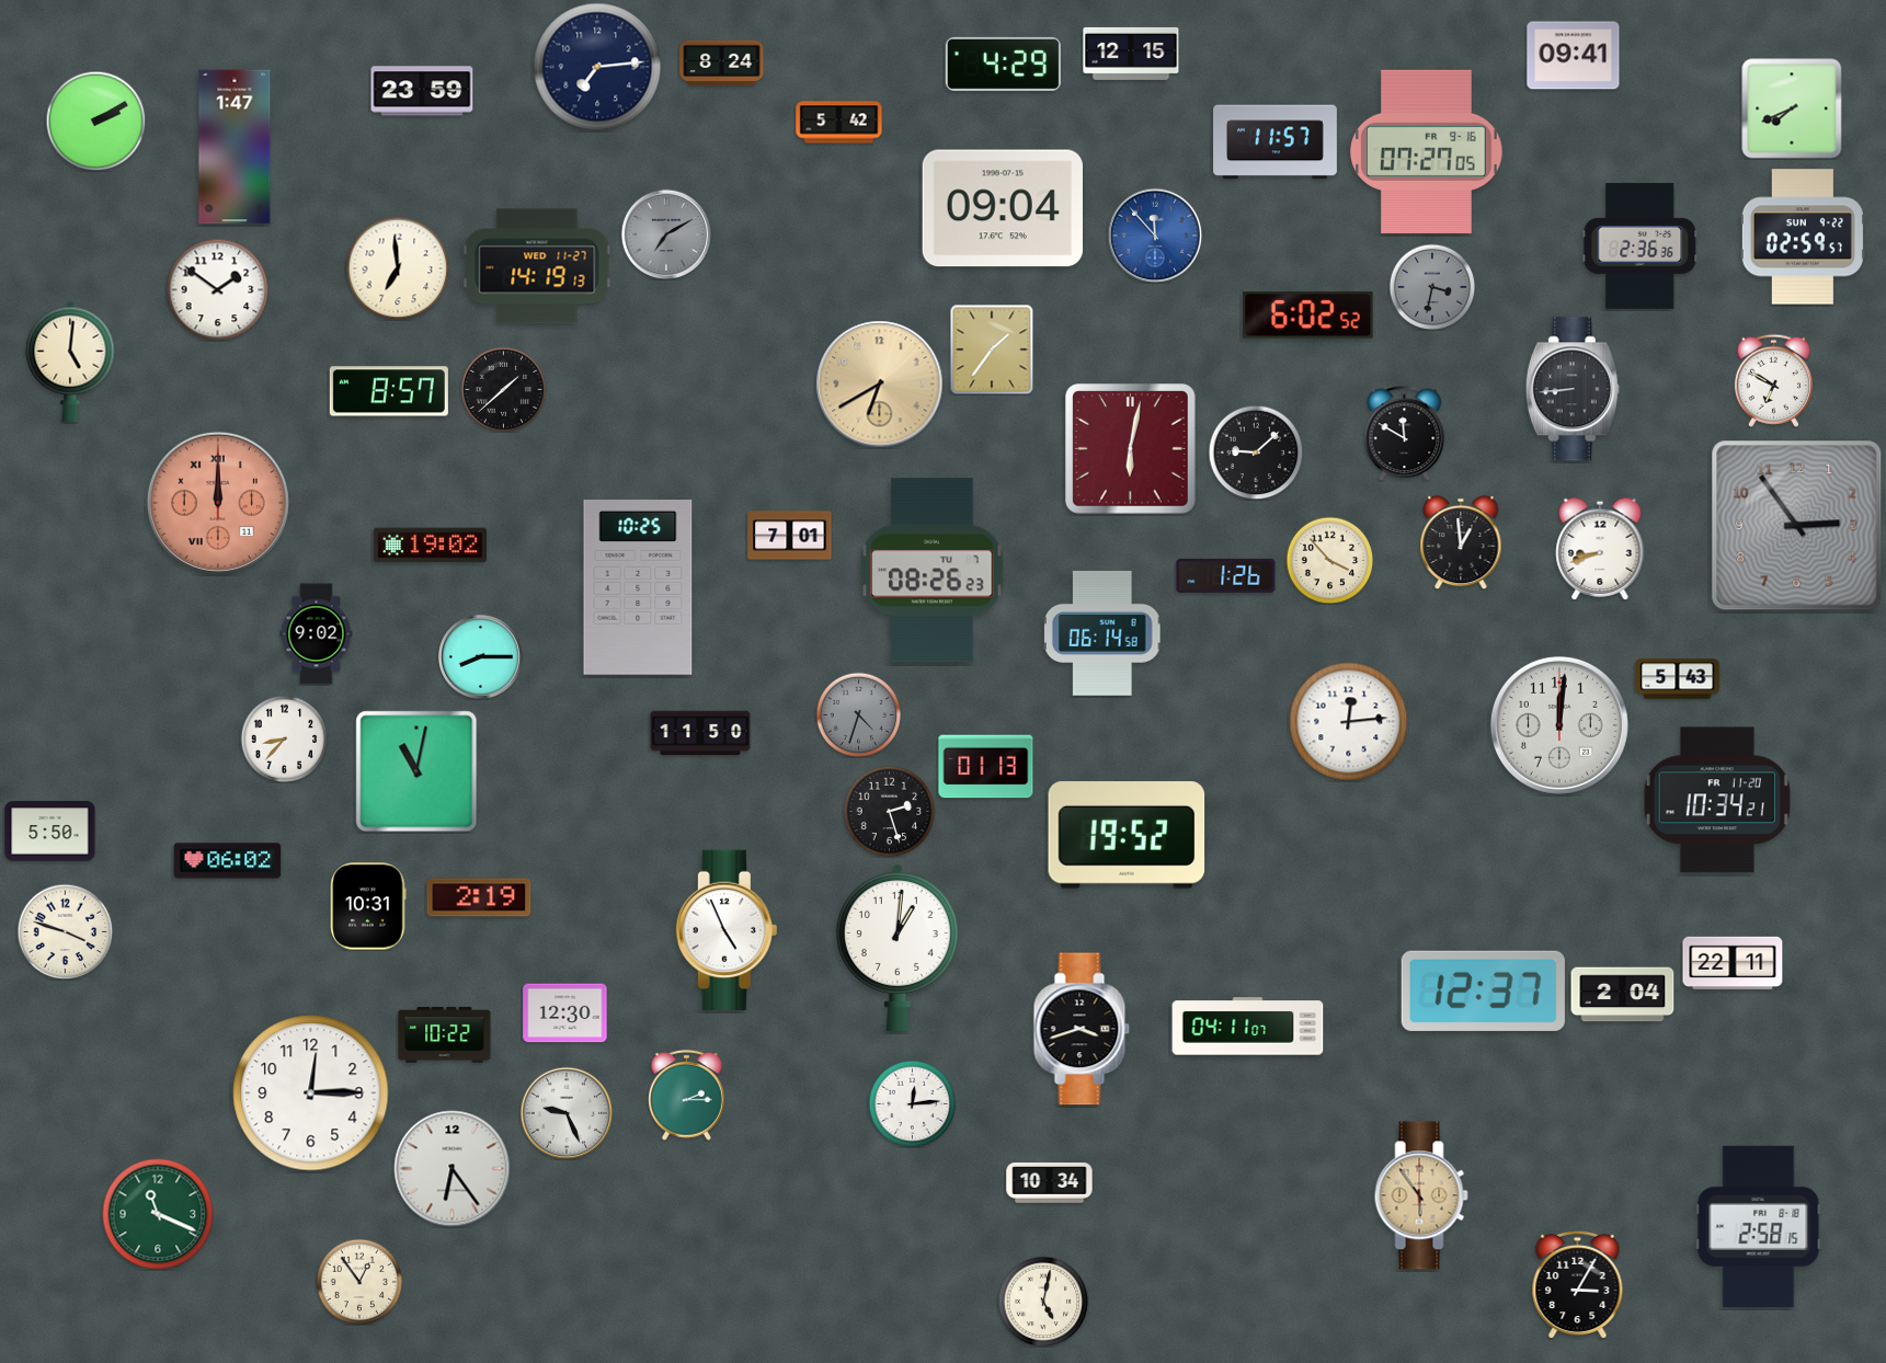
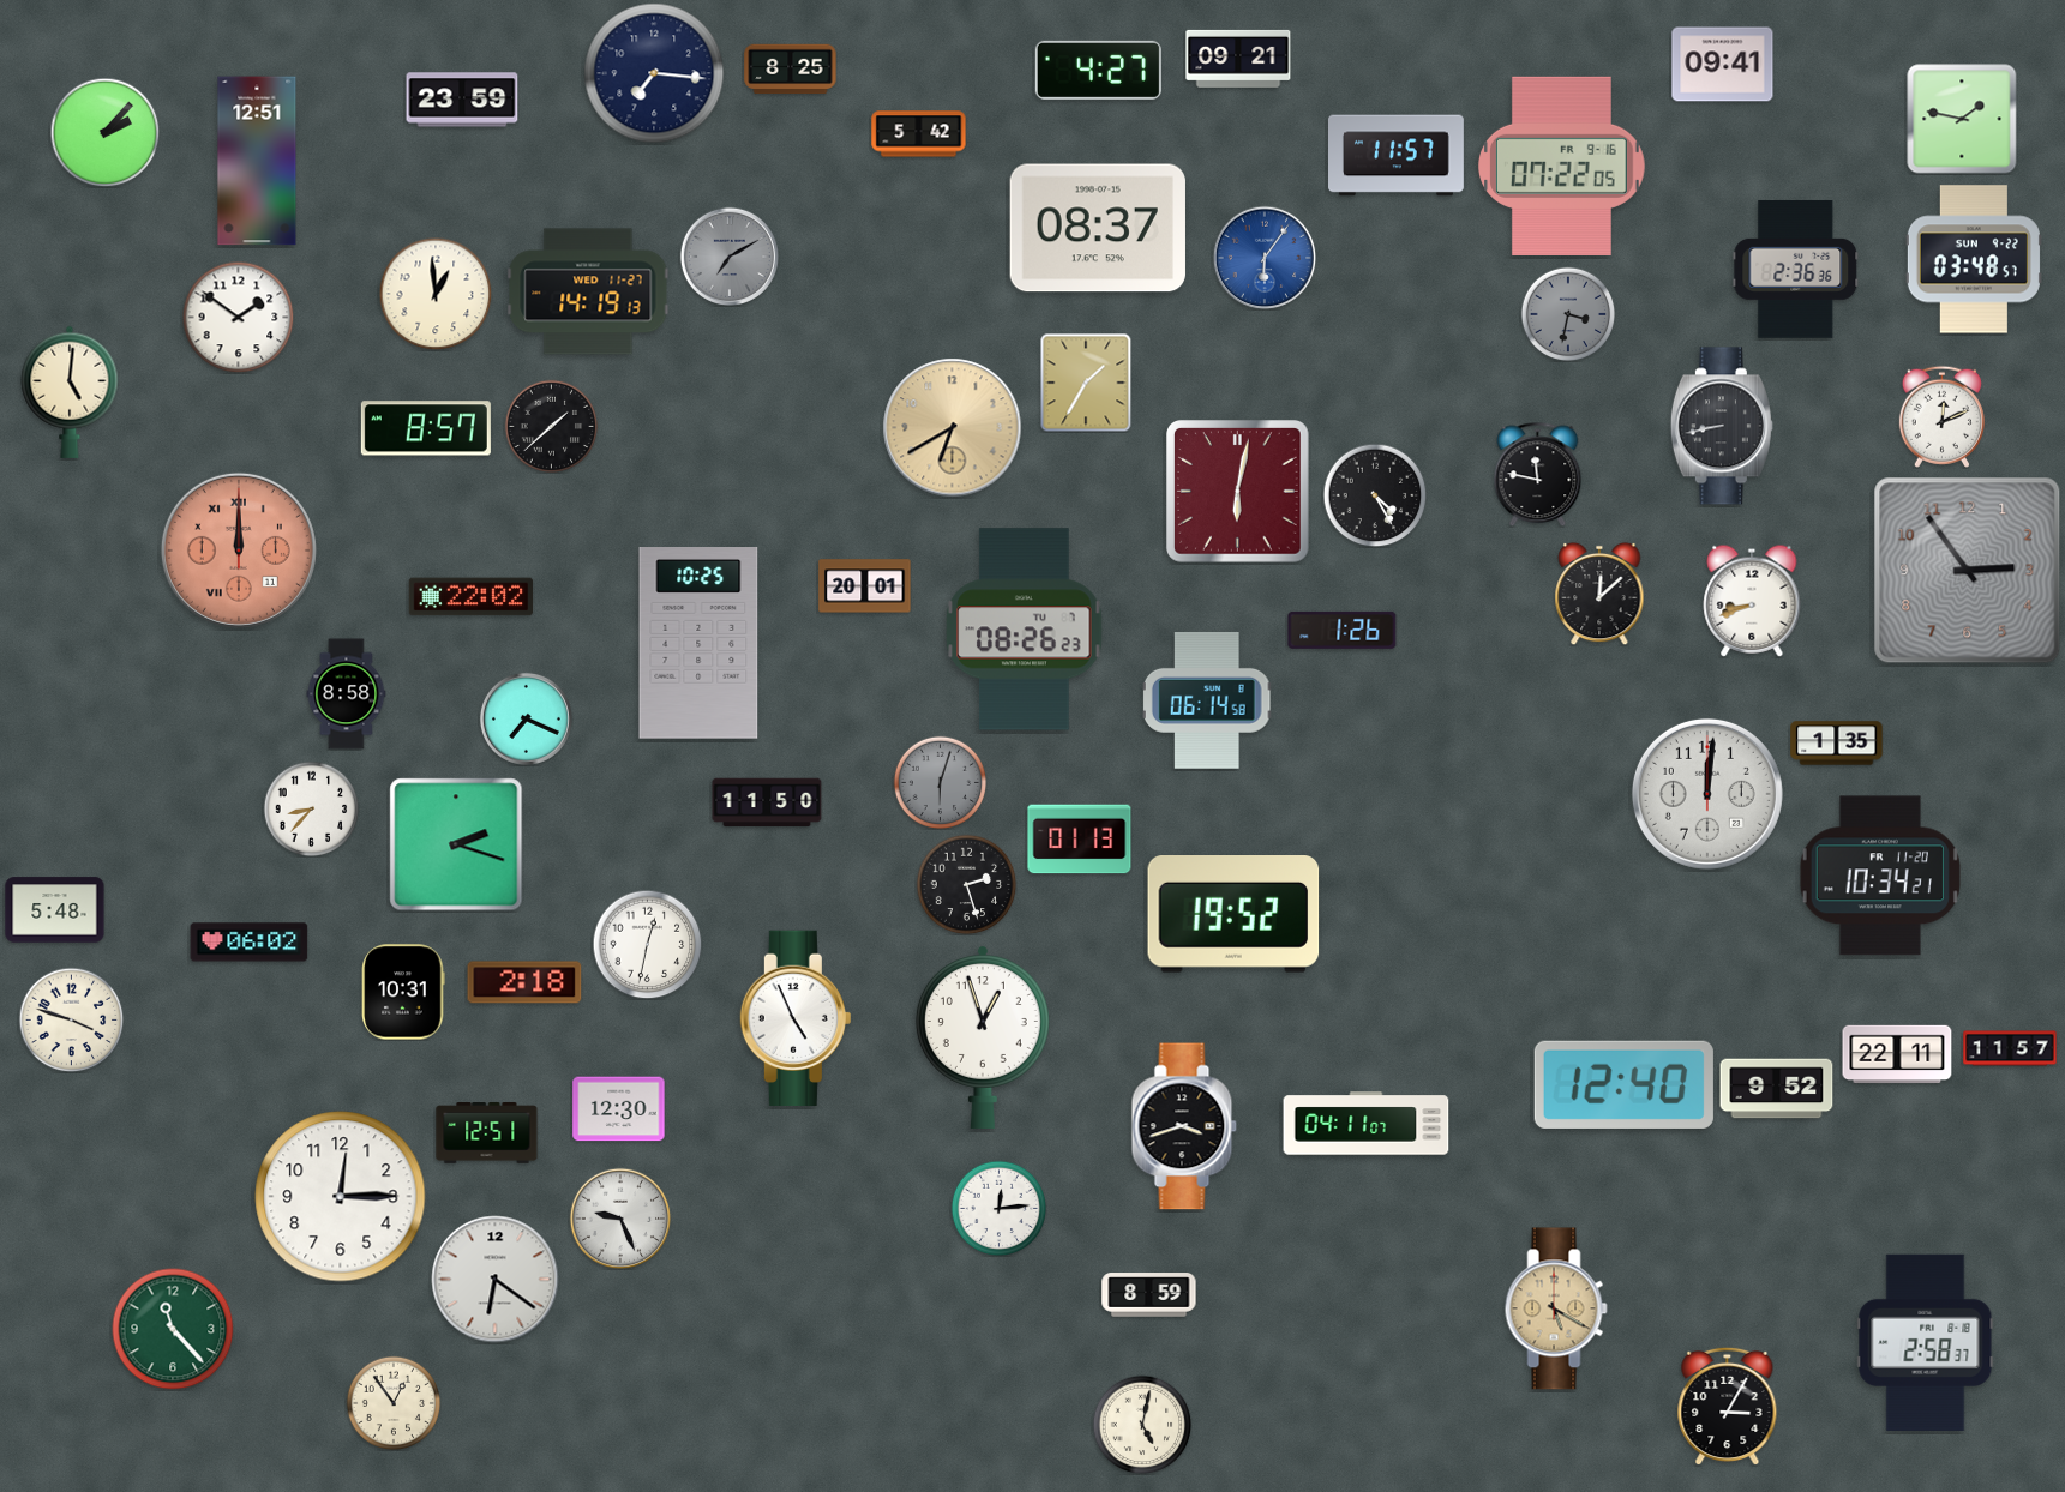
clock at (1131, 54): 12:15 -> 09:21
clock at (1574, 56) position: (1574, 56) -> (1723, 65)
clock at (722, 64): 8:24 -> 8:25
clock at (1003, 64): 4:29 -> 4:27
clock at (597, 67): 7:14 -> 7:16
clock at (1792, 108): 7:41 -> 1:47
clock at (95, 121): 2:10 -> 2:07
clock at (235, 147): 1:47 -> 12:51
clock at (1427, 151): 07:27 -> 07:22
clock at (1003, 208): 09:04 -> 08:37
clock at (1155, 236): 11:53 -> 6:06
clock at (1803, 237): 02:59 -> 03:48
clock at (398, 268): 6:59 -> 12:59
clock at (1308, 316): 6:02 -> none
clock at (992, 350): 1:36 -> 1:35
clock at (70, 362) position: (70, 362) -> (70, 392)
clock at (1773, 380): 6:50 -> 12:11
clock at (880, 385) position: (880, 385) -> (953, 428)
clock at (1573, 389): 8:44 -> 8:43
clock at (1405, 433): 11:50 -> 11:47
clock at (1256, 453): 9:08 -> 4:25
clock at (1797, 526) position: (1797, 526) -> (1968, 571)
clock at (790, 536): 7:01 -> 20:01
clock at (1461, 542): 12:59 -> 12:08
clock at (431, 546): 19:02 -> 22:02
clock at (1329, 560): 3:53 -> none
clock at (933, 571) position: (933, 571) -> (1025, 630)
clock at (1102, 633) position: (1102, 633) -> (1207, 700)
clock at (317, 634): 9:02 -> 8:58
clock at (480, 656): 8:15 -> 7:19
clock at (1678, 679): 5:43 -> 1:35
clock at (858, 714): 4:33 -> 6:03
clock at (1349, 722): 12:14 -> none
clock at (416, 771): 11:02 -> 2:18
clock at (889, 811) position: (889, 811) -> (966, 884)
clock at (50, 832): 5:50 -> 5:48
clock at (647, 944): none -> 12:32
clock at (479, 897): 2:19 -> 2:18
clock at (898, 948): 1:01 -> 12:57
clock at (2010, 1048): none -> 11:57
clock at (1483, 990): 12:37 -> 12:40
clock at (1623, 995): 2:04 -> 9:52
clock at (445, 1035): 10:22 -> 12:51
clock at (687, 1095): 2:15 -> none
clock at (453, 1169): 6:24 -> 6:21
clock at (1050, 1183): 10:34 -> 8:59
clock at (1421, 1195): 5:54 -> 5:20
clock at (158, 1214): 11:19 -> 11:23
clock at (1759, 1226): 2:58:15 -> 2:58:37
